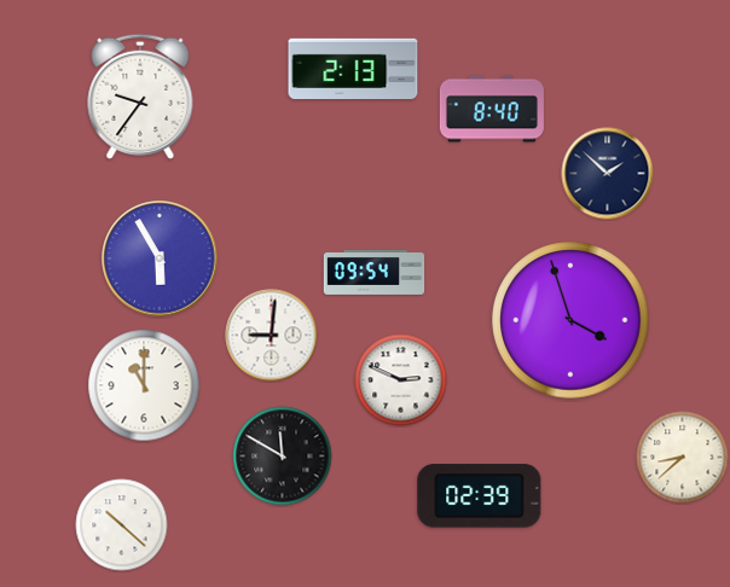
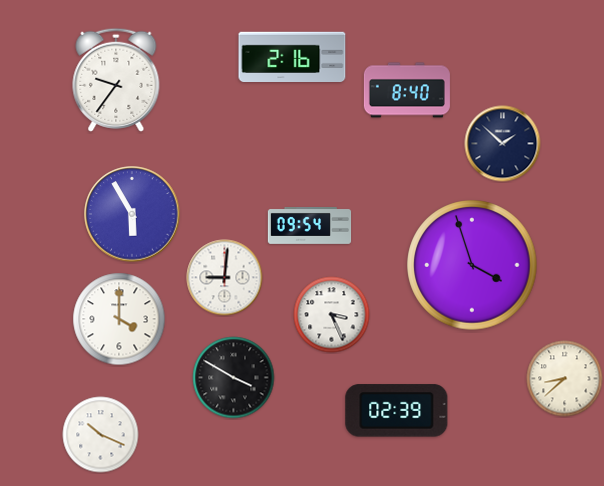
clock at (353, 68): 2:13 -> 2:16
clock at (401, 380): 2:49 -> 3:26
clock at (144, 385): 11:00 -> 4:00
clock at (283, 457): 11:50 -> 3:50
clock at (122, 525): 10:22 -> 10:19
